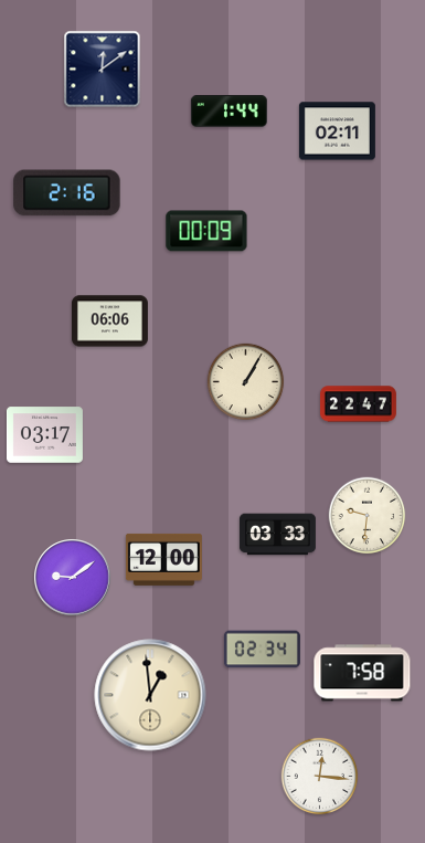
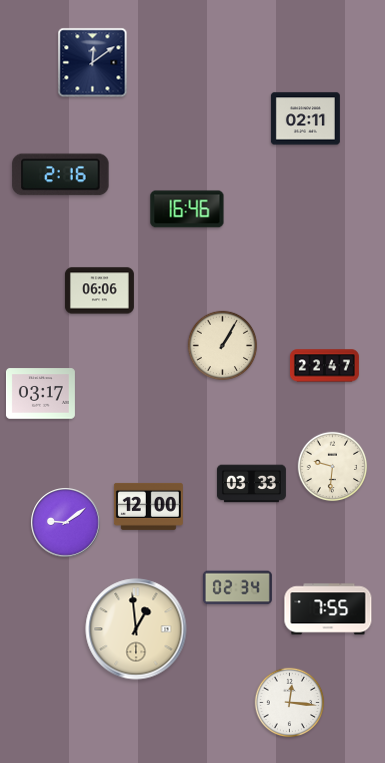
clock at (229, 112): 1:44 -> none
clock at (206, 231): 00:09 -> 16:46
clock at (362, 673): 7:58 -> 7:55
